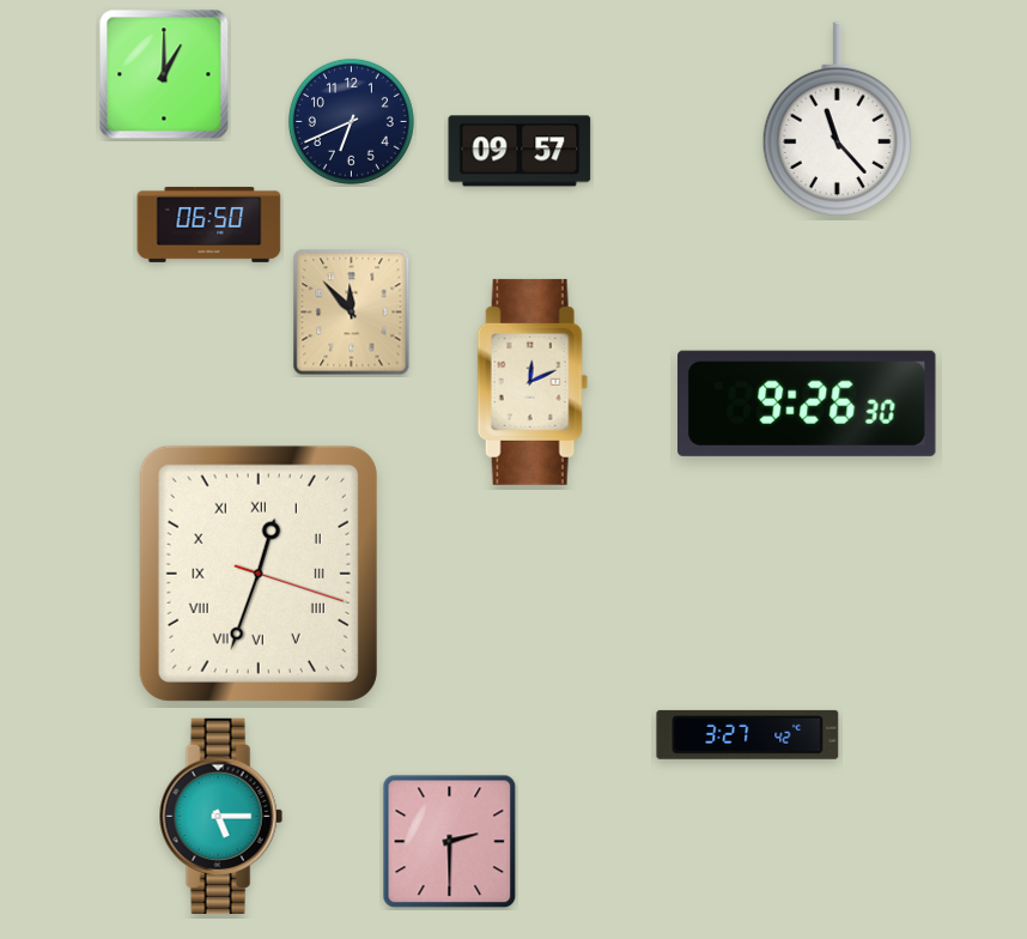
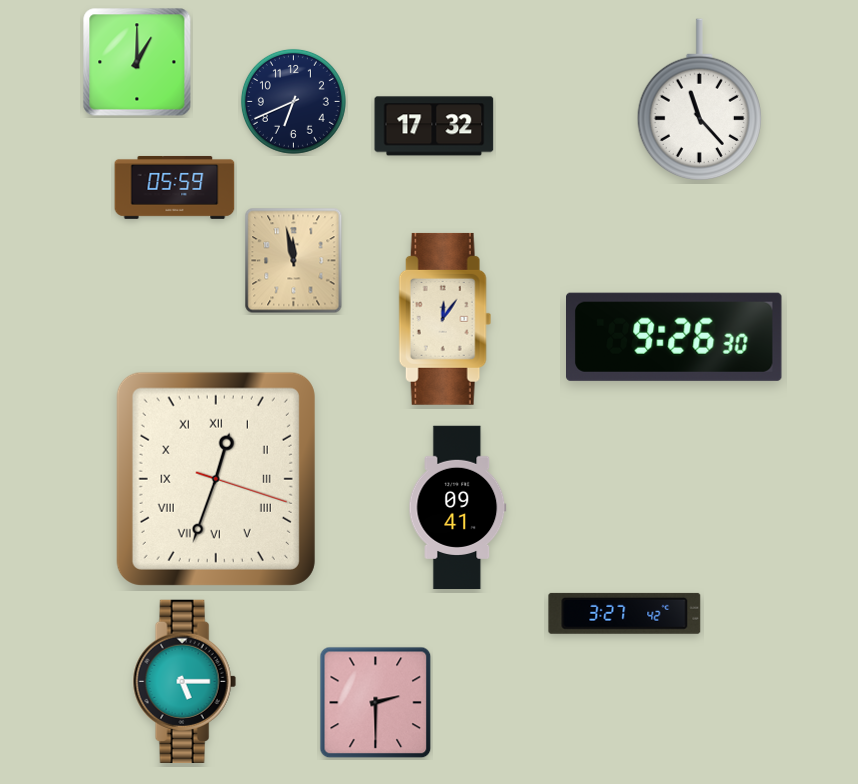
clock at (519, 151): 09:57 -> 17:32
clock at (209, 224): 06:50 -> 05:59
clock at (352, 313): 11:53 -> 11:58
clock at (533, 382): 12:11 -> 12:06
clock at (458, 508): none -> 09:41
